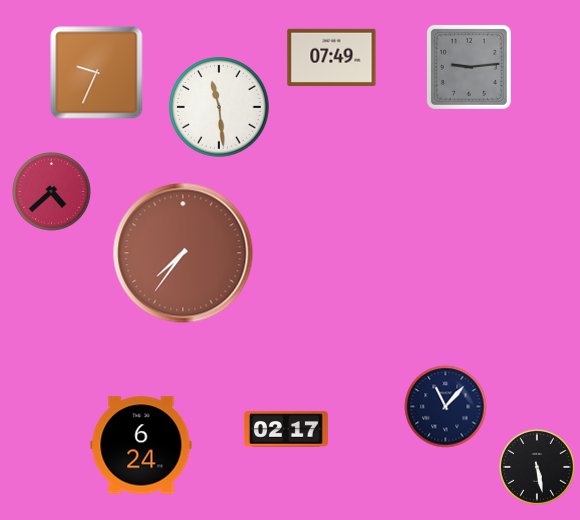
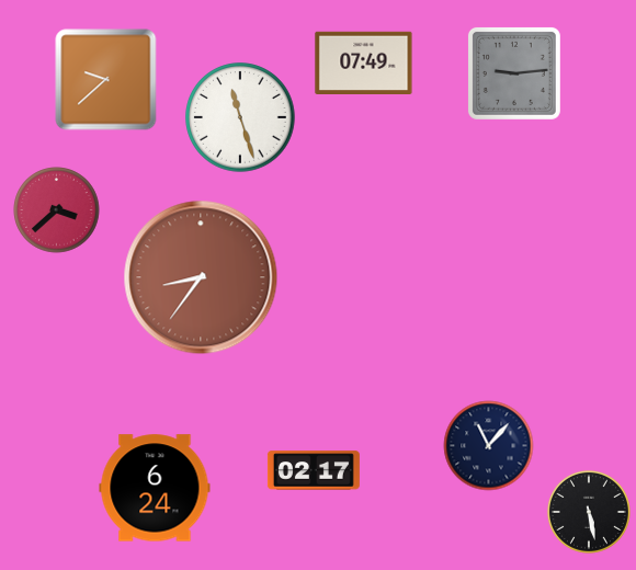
clock at (97, 73): 9:34 -> 9:38
clock at (219, 107): 11:29 -> 11:27
clock at (52, 192): 4:38 -> 3:38
clock at (183, 253): 7:36 -> 8:36
